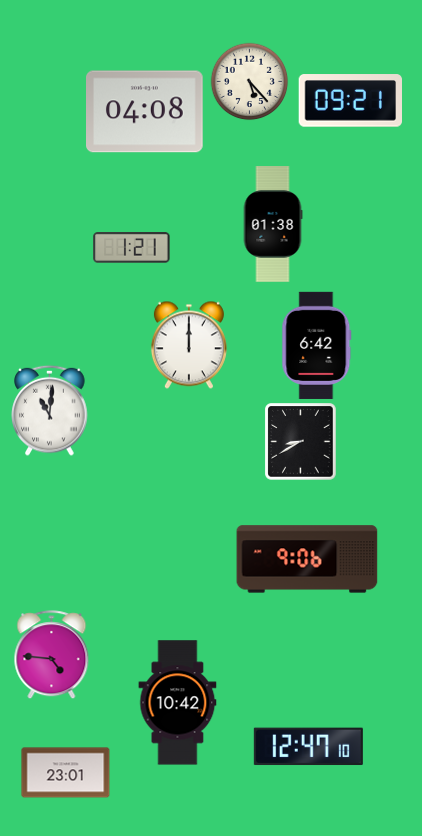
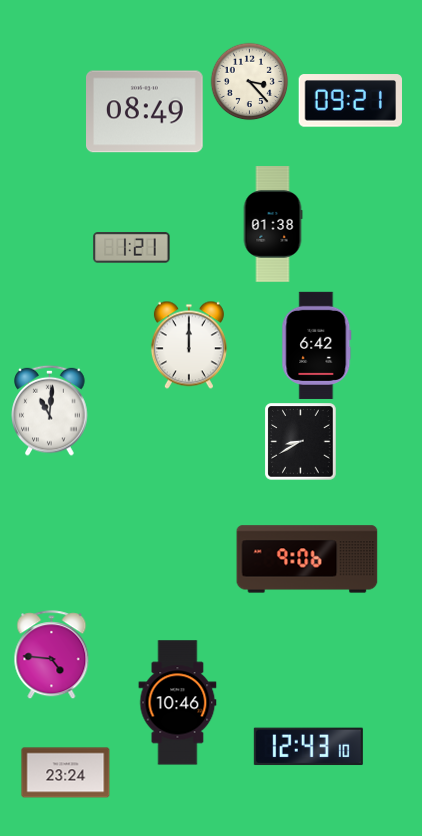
clock at (249, 81): 5:23 -> 3:23
clock at (145, 112): 04:08 -> 08:49
clock at (178, 703): 10:42 -> 10:46
clock at (308, 747): 12:47 -> 12:43
clock at (66, 773): 23:01 -> 23:24
